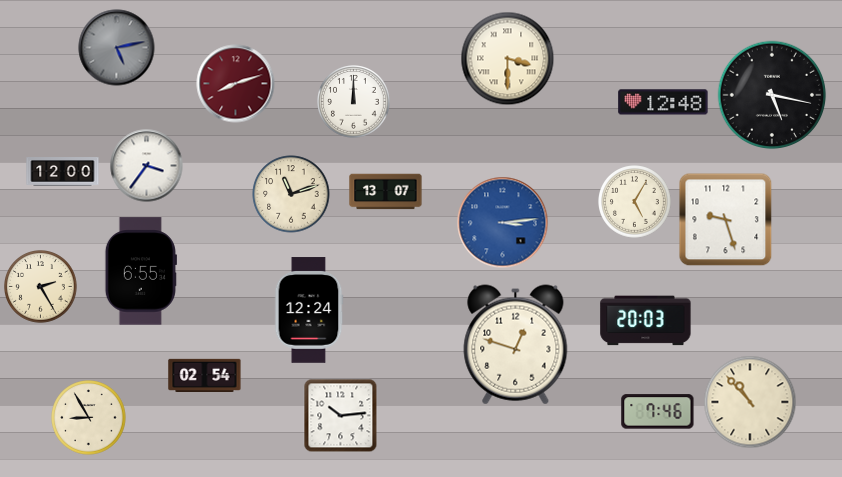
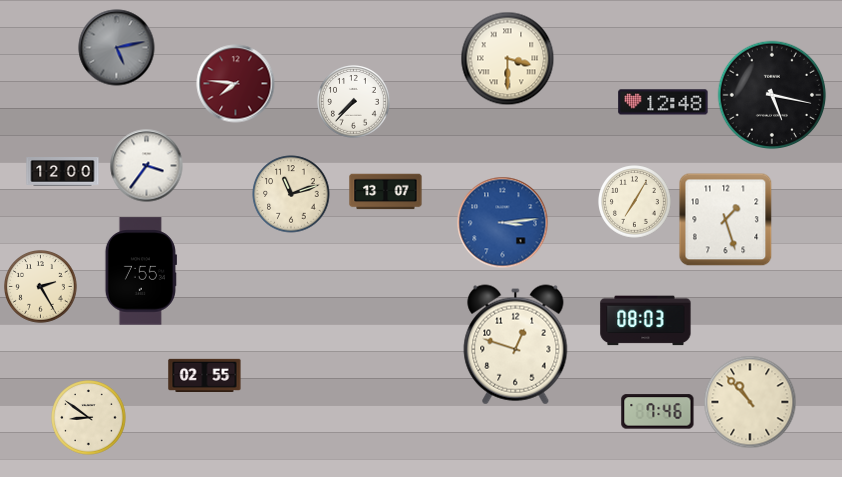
clock at (236, 84): 8:12 -> 7:46
clock at (354, 102): 12:00 -> 7:37
clock at (635, 202): 5:05 -> 7:05
clock at (726, 220): 9:27 -> 1:27
clock at (141, 271): 6:55 -> 7:55
clock at (309, 310): 12:24 -> none
clock at (646, 321): 20:03 -> 08:03
clock at (205, 375): 02:54 -> 02:55
clock at (341, 416): 10:14 -> none
clock at (89, 418): 8:55 -> 8:51
